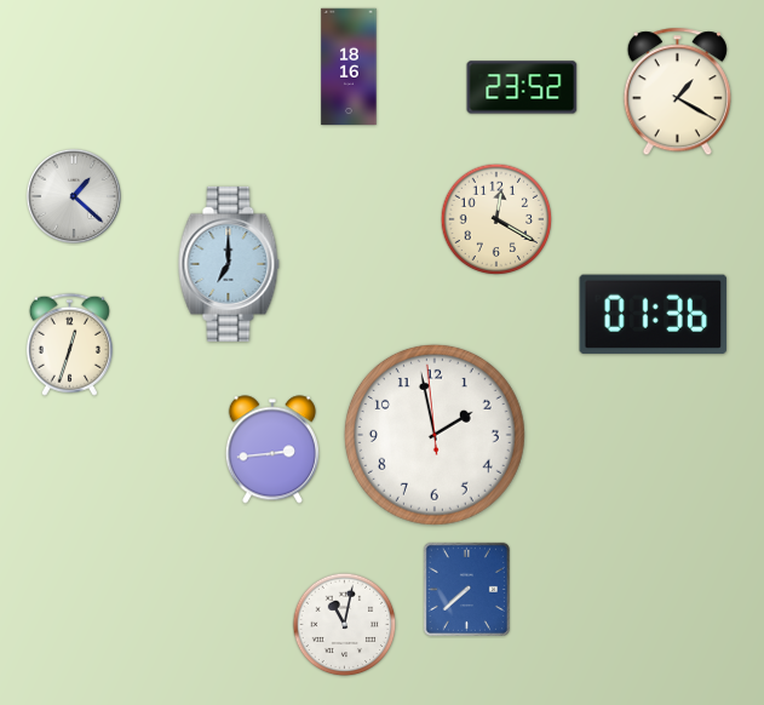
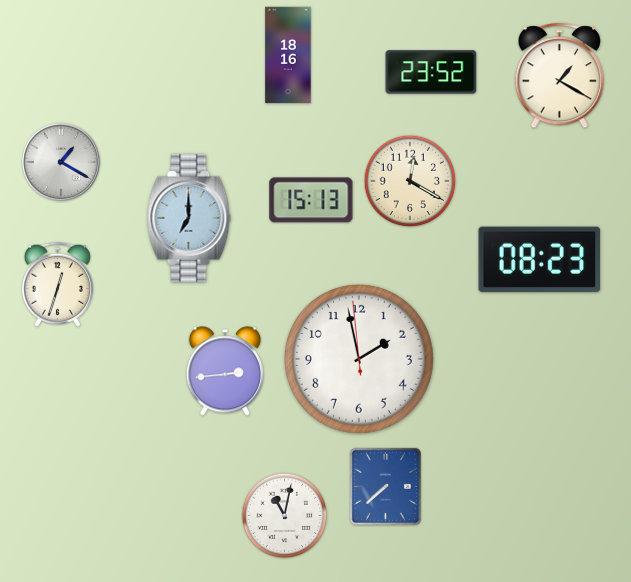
clock at (74, 196): 1:22 -> 1:20
clock at (311, 200): none -> 15:13
clock at (654, 314): 01:36 -> 08:23
